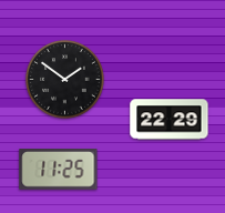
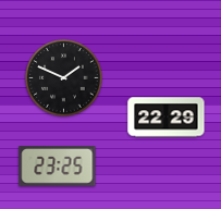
clock at (65, 80): 1:51 -> 1:49
clock at (59, 170): 11:25 -> 23:25
